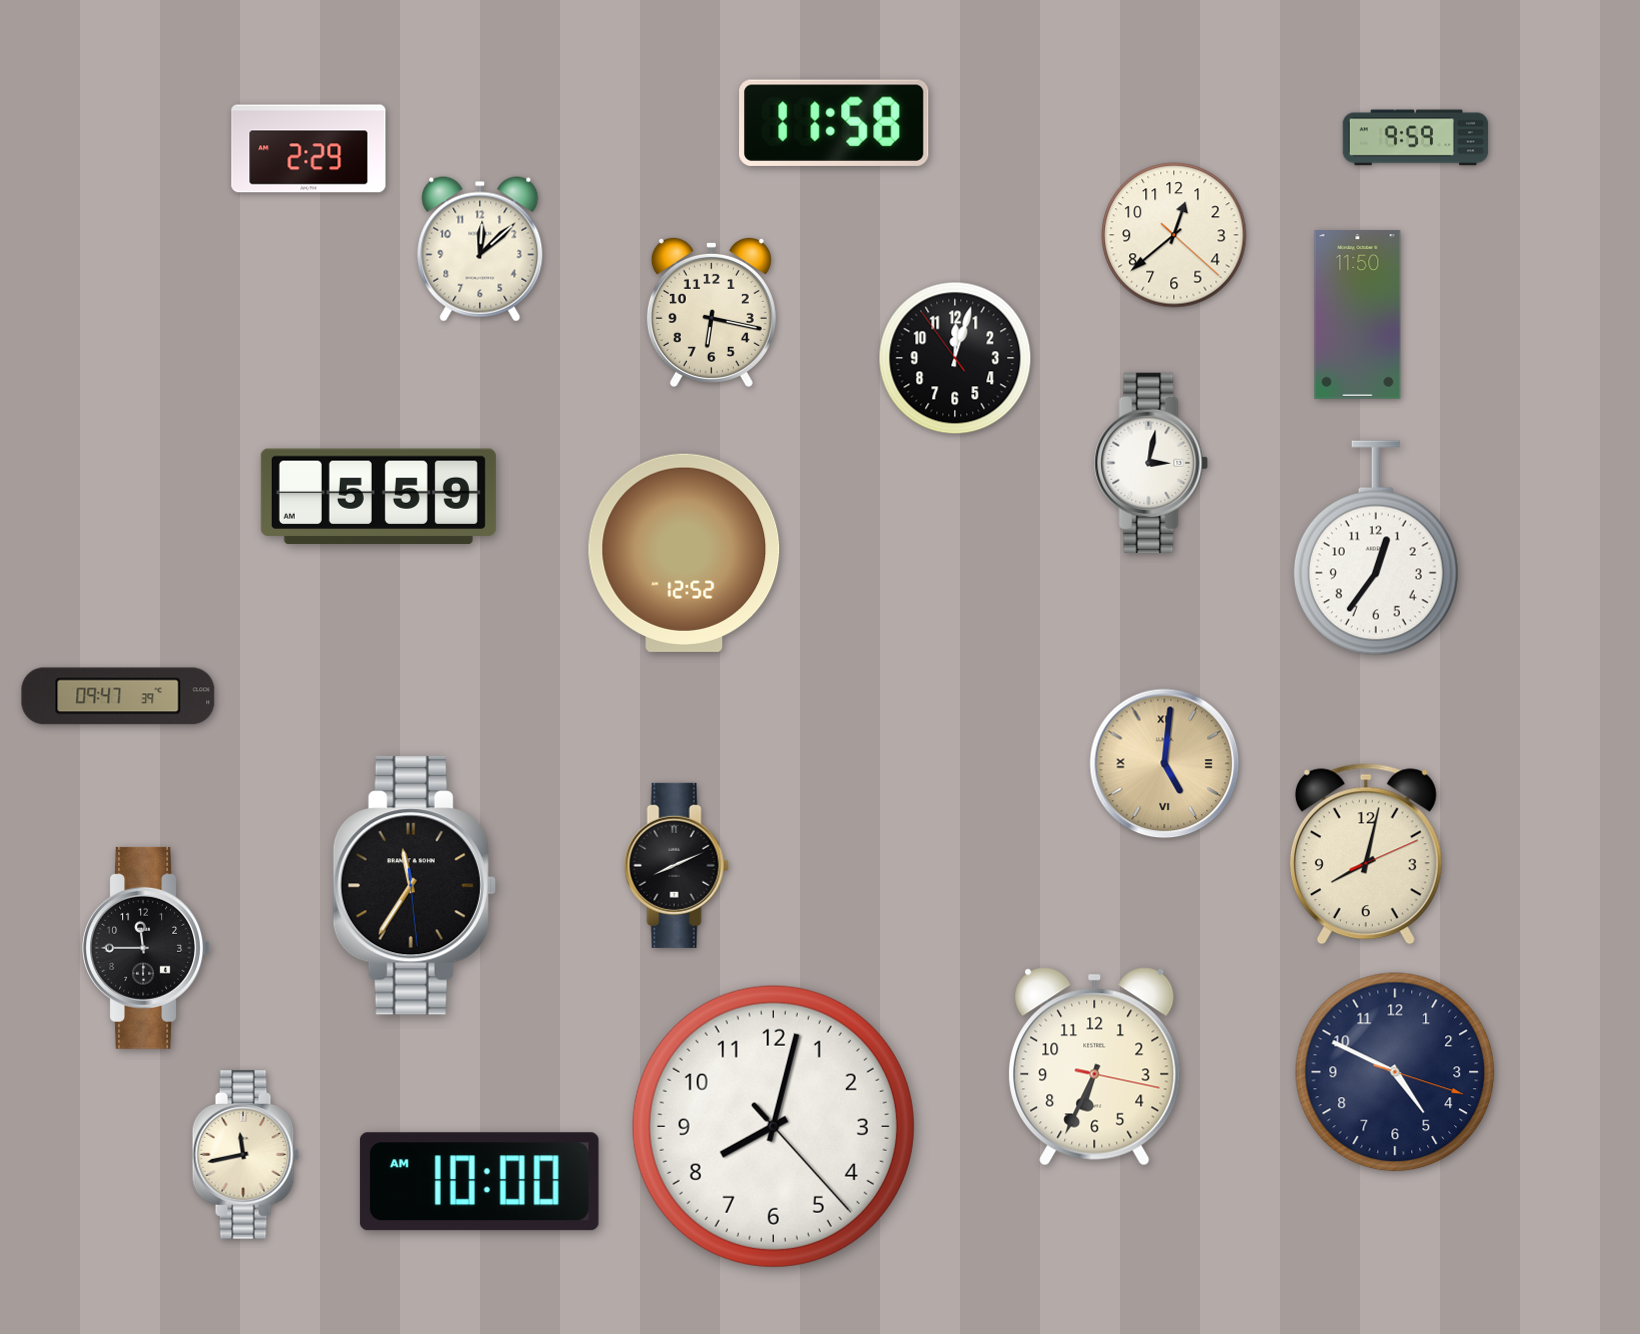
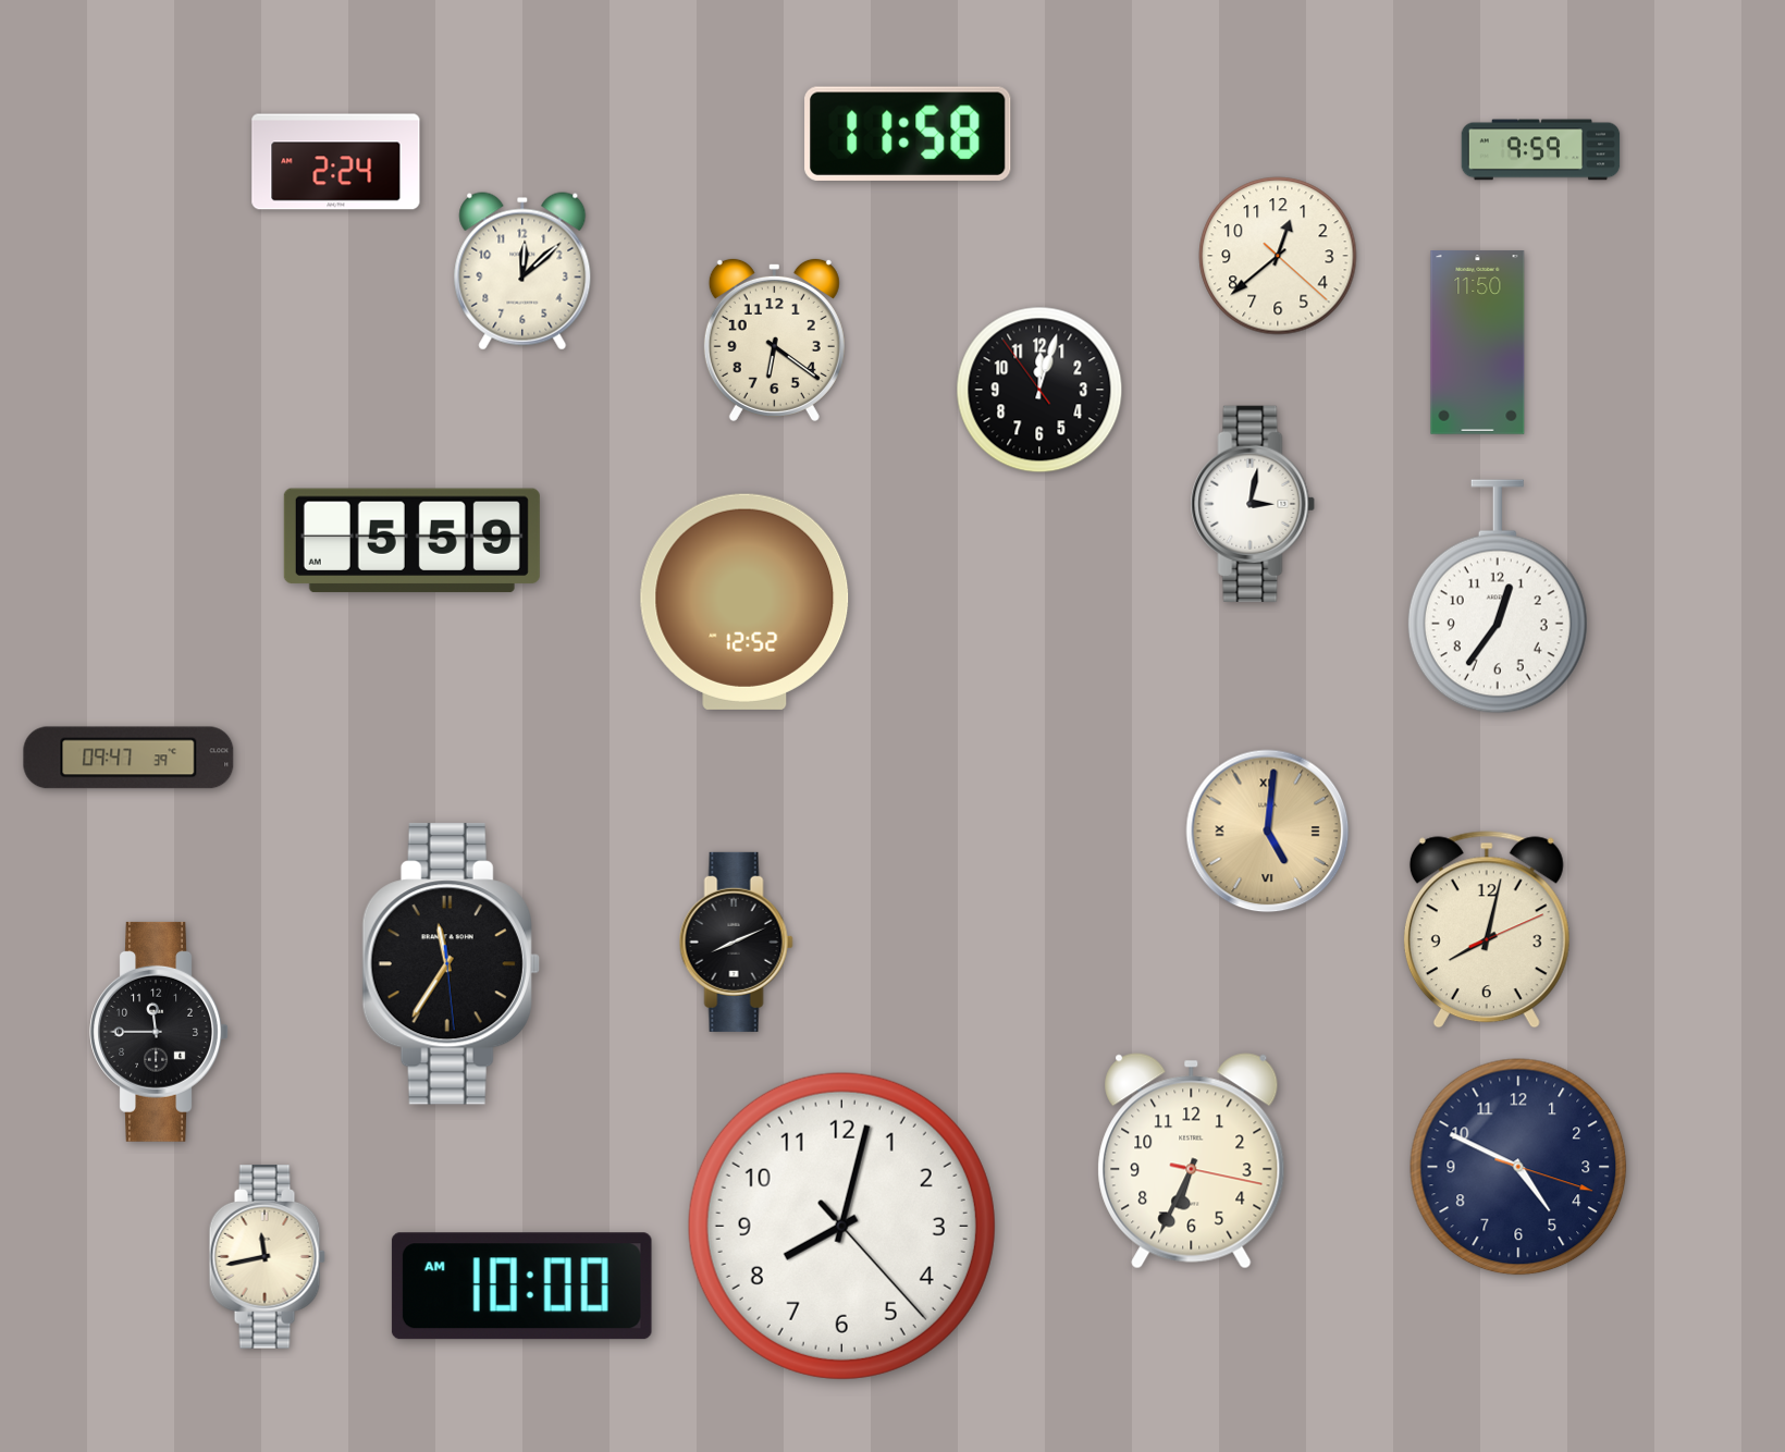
clock at (309, 149): 2:29 -> 2:24
clock at (711, 312): 6:17 -> 6:21
